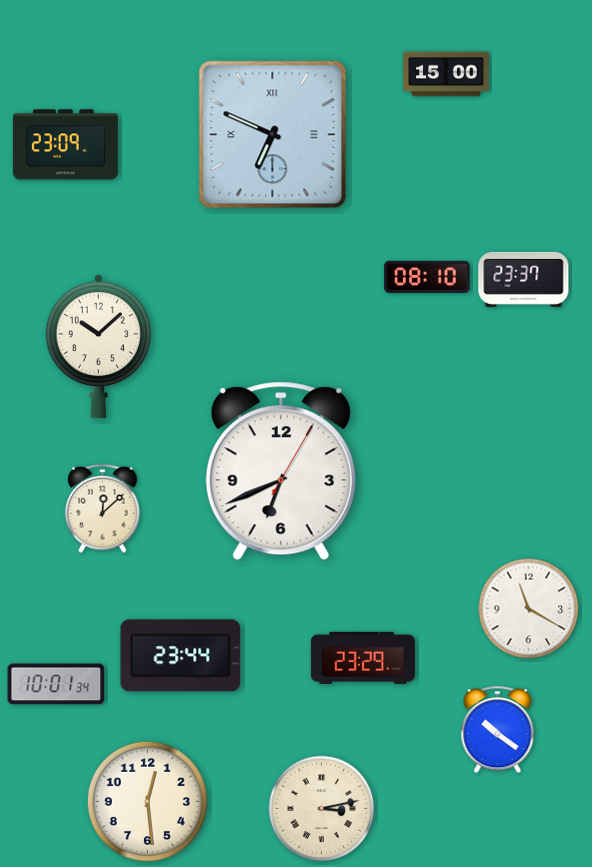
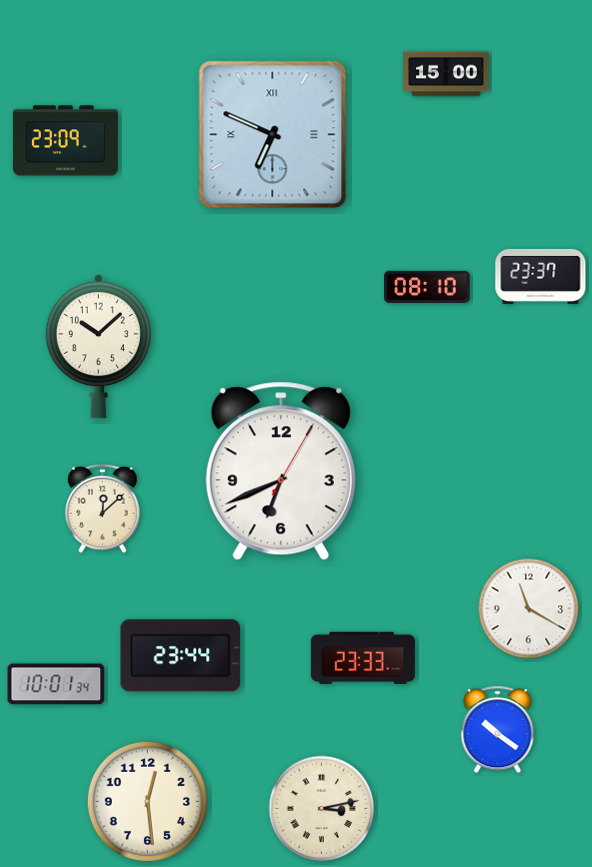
clock at (65, 145) position: (65, 145) -> (65, 141)
clock at (427, 277) position: (427, 277) -> (427, 287)
clock at (524, 279) position: (524, 279) -> (541, 276)
clock at (363, 658): 23:29 -> 23:33
